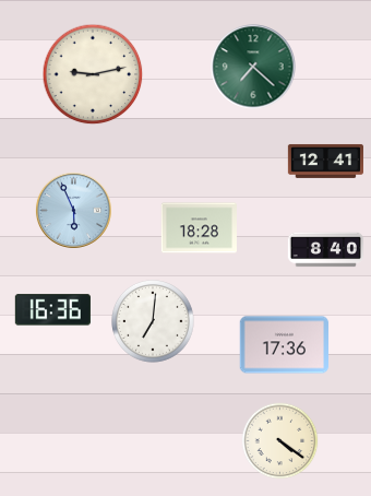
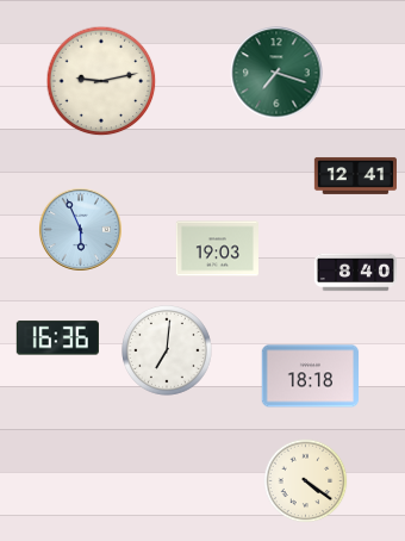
clock at (253, 67): 7:22 -> 7:18
clock at (199, 228): 18:28 -> 19:03
clock at (285, 345): 17:36 -> 18:18
